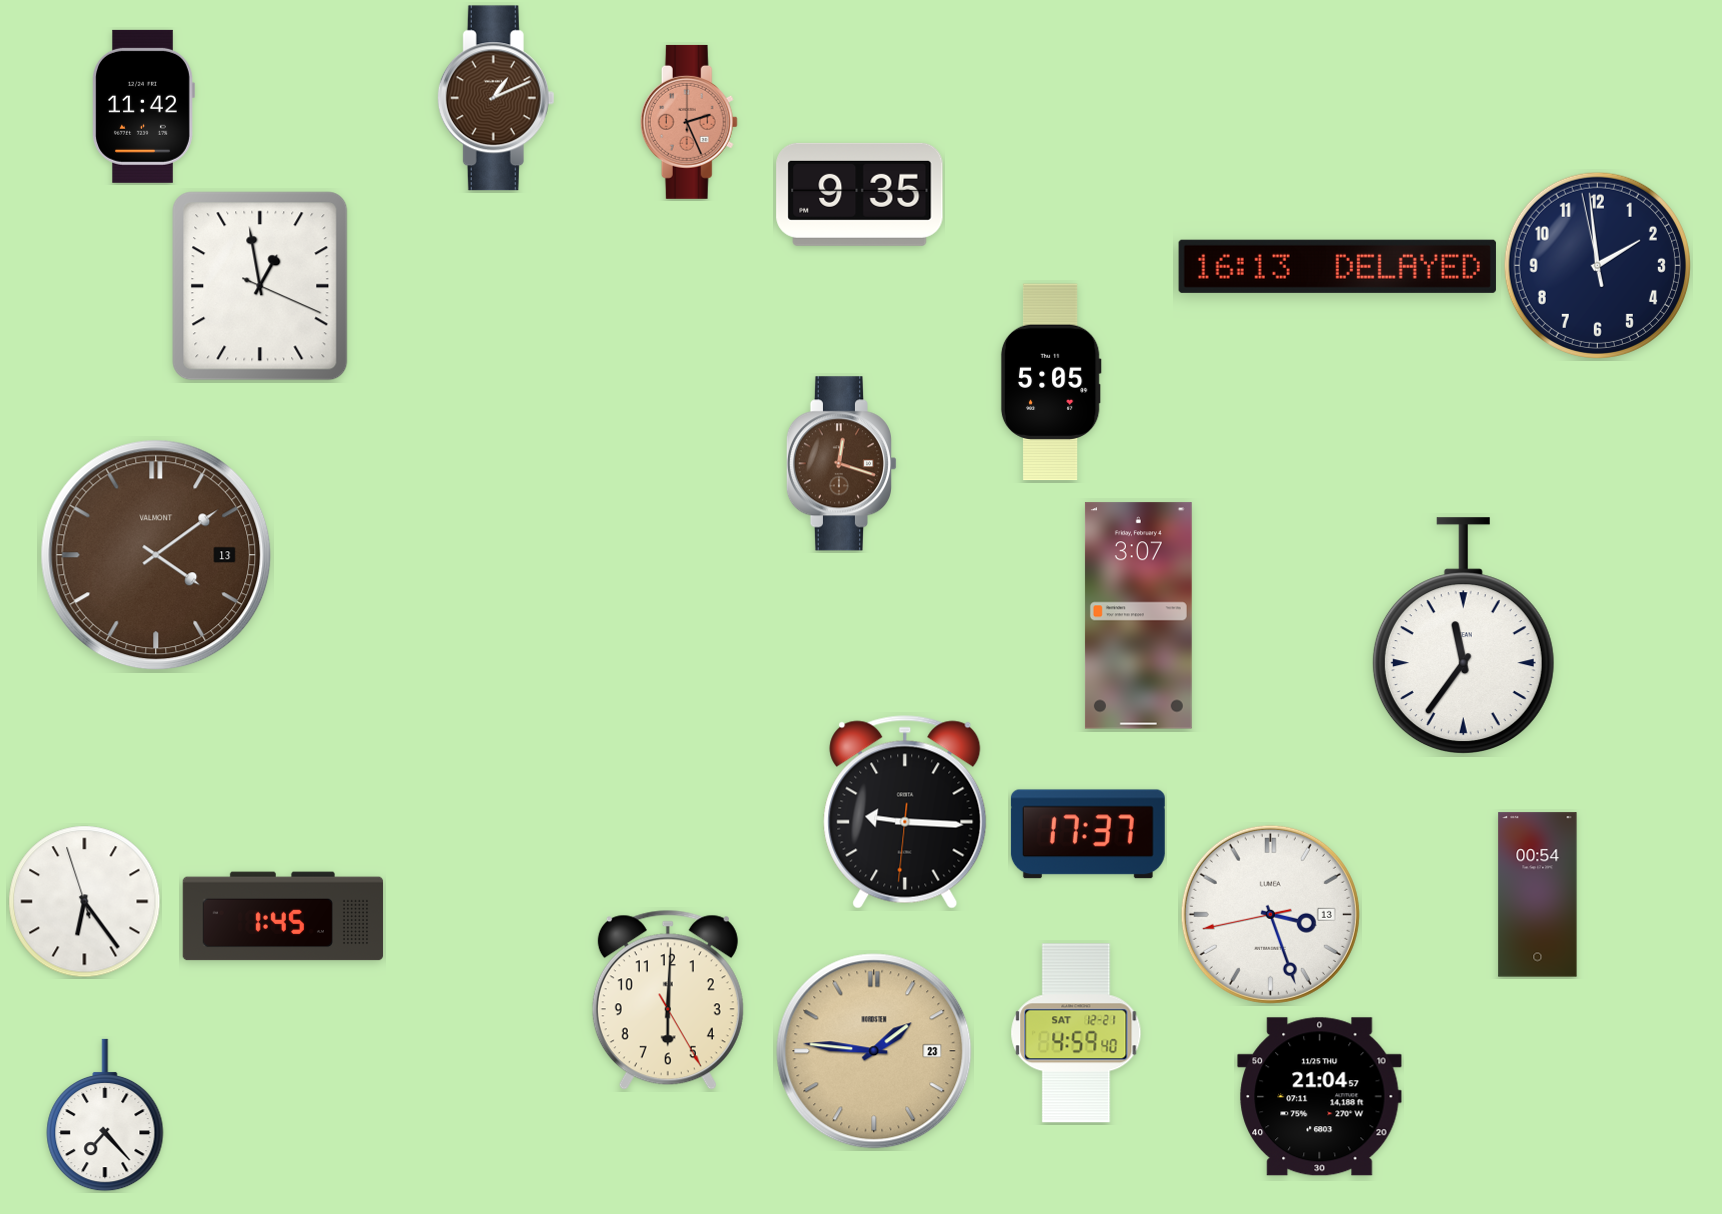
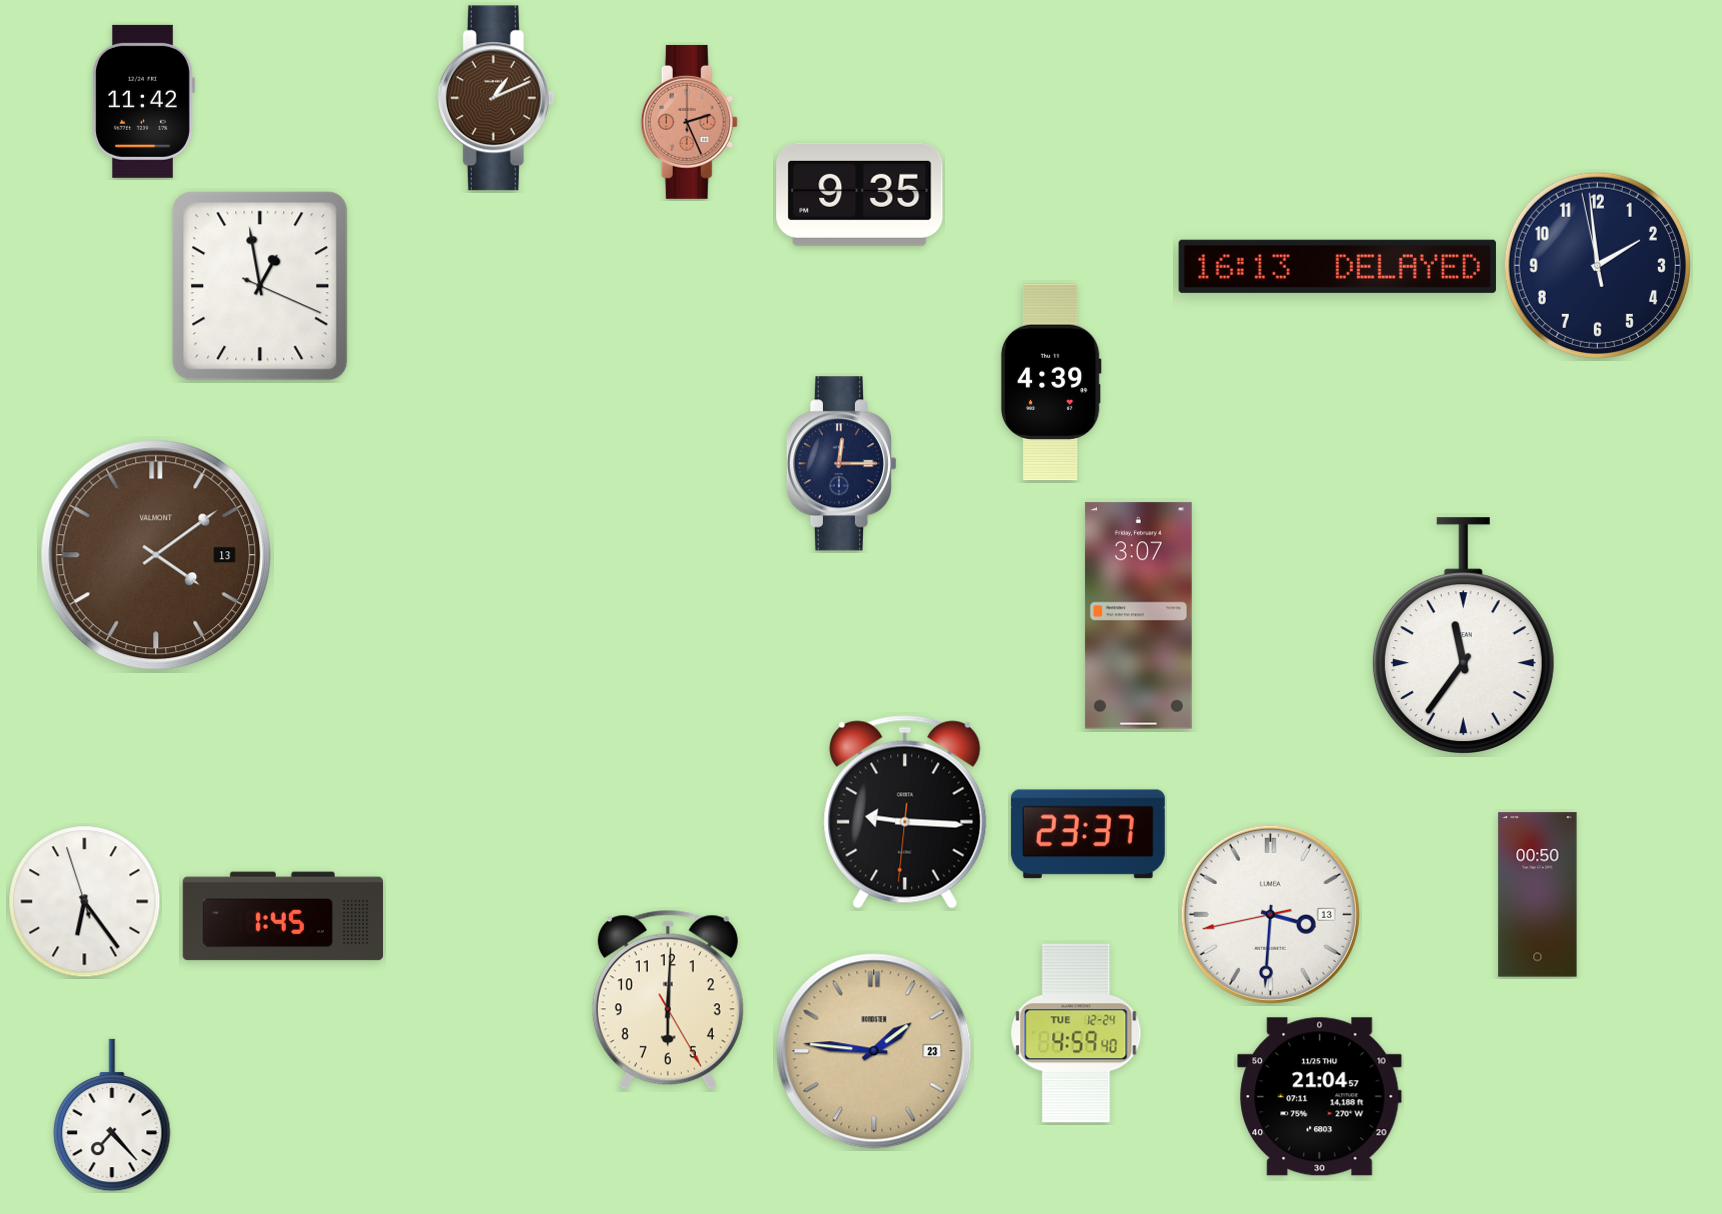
clock at (143, 106) position: (143, 106) -> (143, 101)
clock at (1051, 382): 5:05 -> 4:39
clock at (841, 464): 12:18 -> 12:15
clock at (841, 464) dial: brown -> navy
clock at (1088, 834): 17:37 -> 23:37
clock at (1538, 895): 00:54 -> 00:50
clock at (1270, 914): 3:26 -> 3:30
clock at (1076, 1033) date: SAT 12-21 -> TUE 12-24
clock at (105, 1115) position: (105, 1115) -> (112, 1115)
